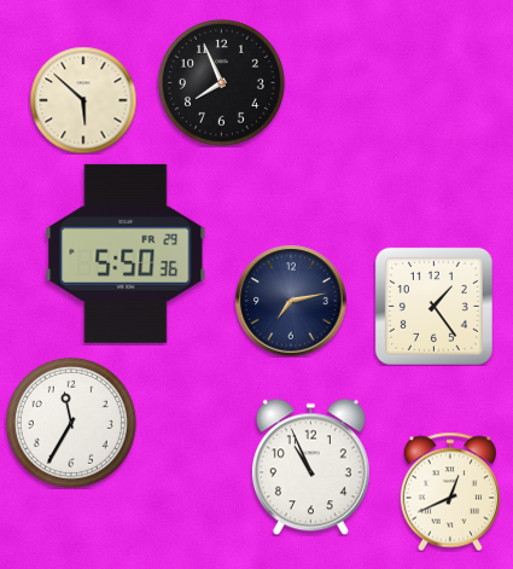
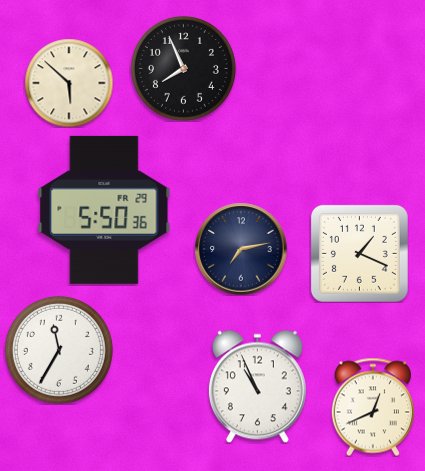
clock at (433, 306): 1:24 -> 1:19
